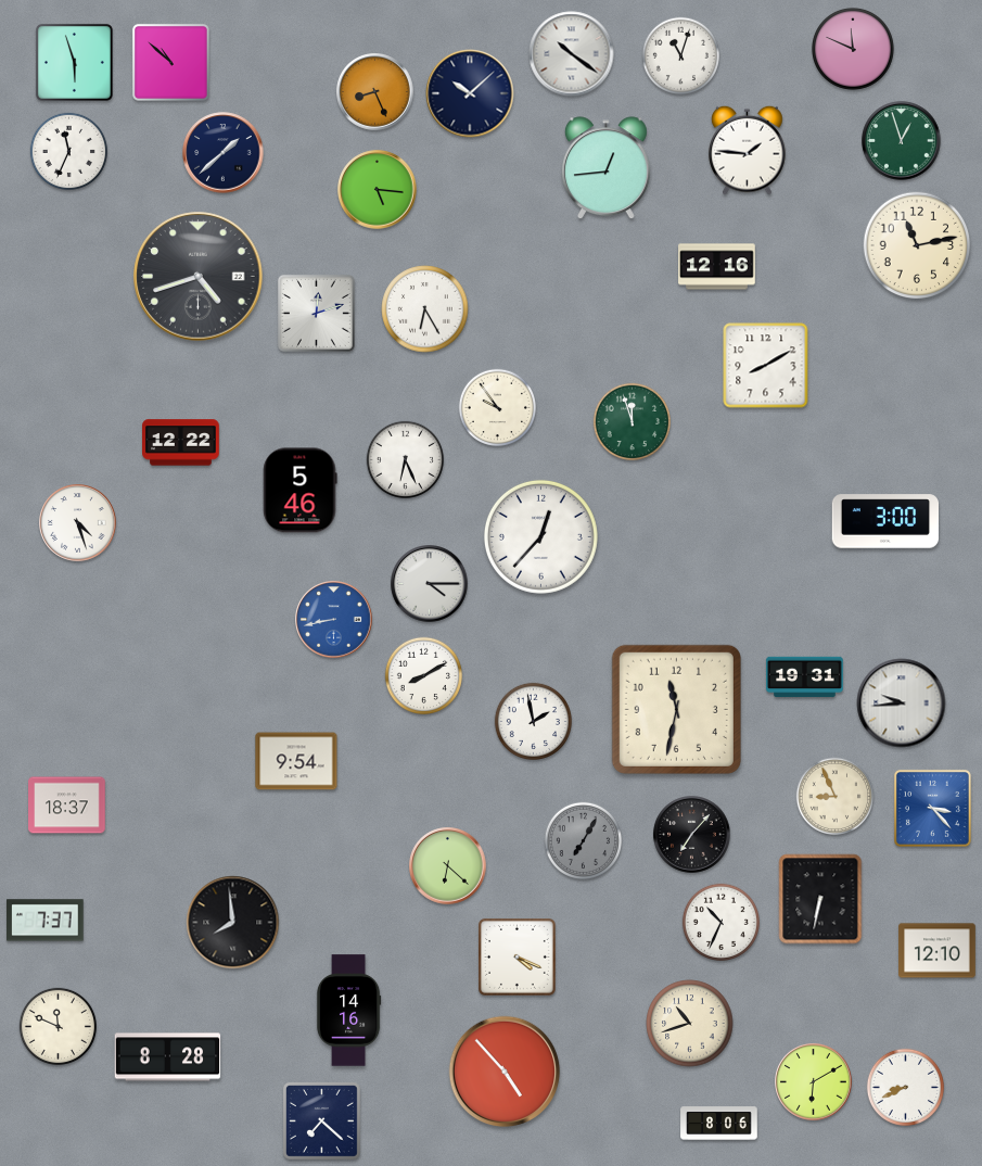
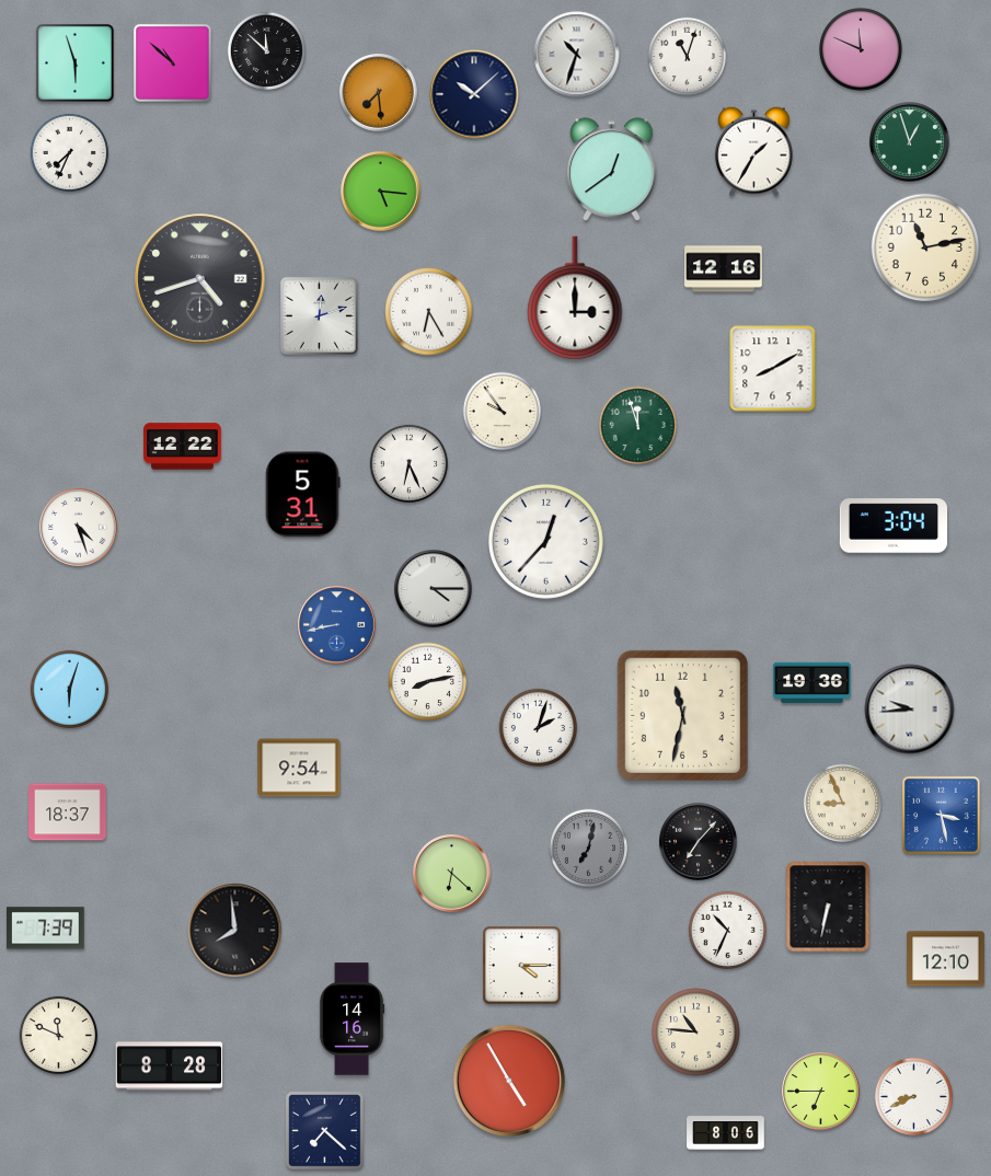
clock at (266, 50): none -> 11:52
clock at (572, 54): 10:21 -> 10:33
clock at (375, 92): 8:26 -> 7:29
clock at (748, 150): 1:46 -> 1:35
clock at (68, 151): 11:34 -> 7:34
clock at (224, 153): 1:38 -> none
clock at (605, 168): 12:44 -> 12:39
clock at (575, 299): none -> 3:00
clock at (301, 491): 5:46 -> 5:31
clock at (884, 521): 3:00 -> 3:04
clock at (423, 675): 8:10 -> 8:13
clock at (805, 677): 19:31 -> 19:36
clock at (69, 689): none -> 6:03
clock at (533, 721): 1:58 -> 2:03
clock at (932, 808): 3:23 -> 3:28
clock at (583, 840): 7:05 -> 7:02
clock at (46, 921): 7:37 -> 7:39
clock at (516, 956): 4:19 -> 4:15
clock at (690, 1024): 10:42 -> 10:46
clock at (505, 1072): 4:53 -> 4:55
clock at (814, 1082): 6:10 -> 6:45
